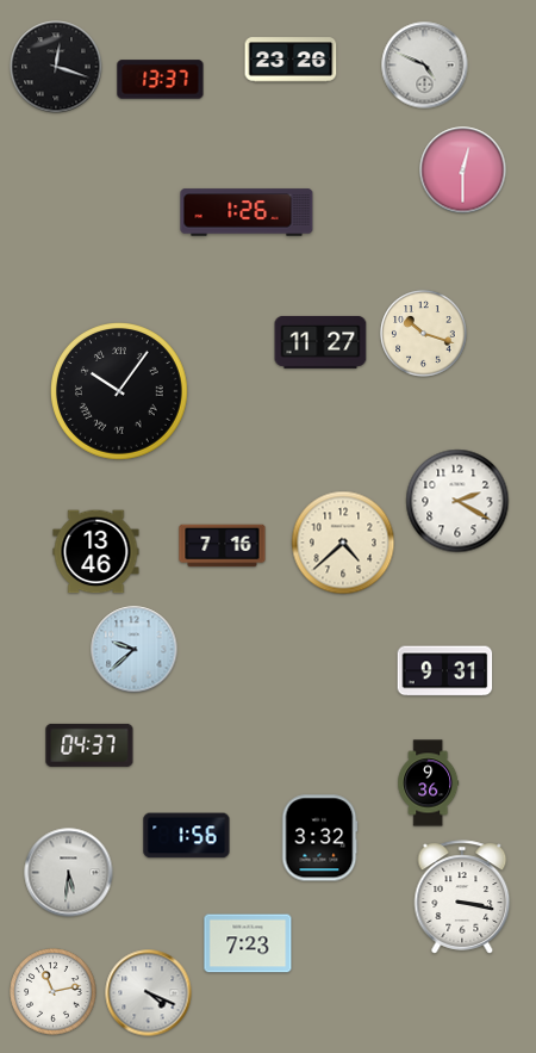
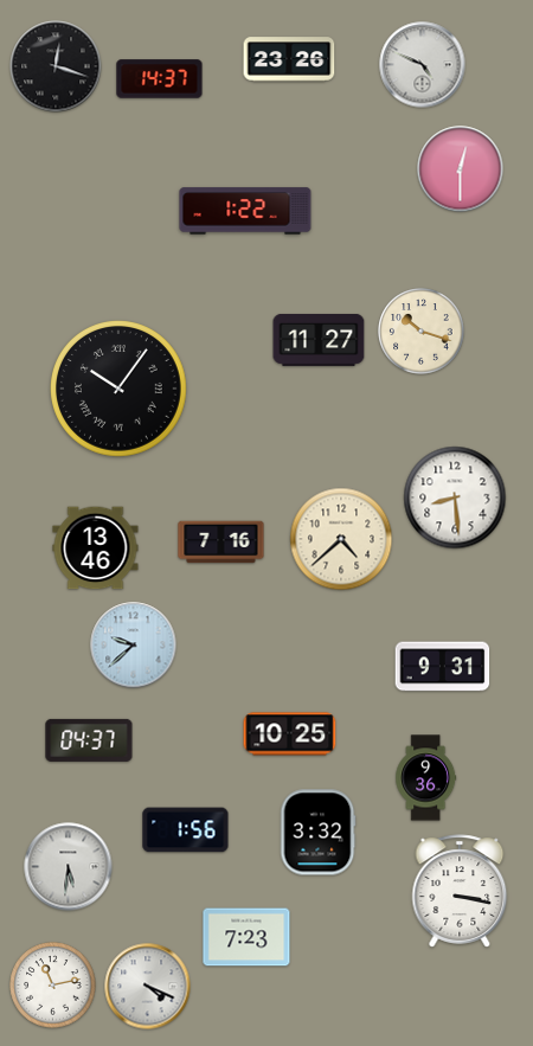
clock at (161, 80): 13:37 -> 14:37
clock at (247, 212): 1:26 -> 1:22
clock at (457, 501): 2:20 -> 8:29
clock at (290, 734): none -> 10:25
